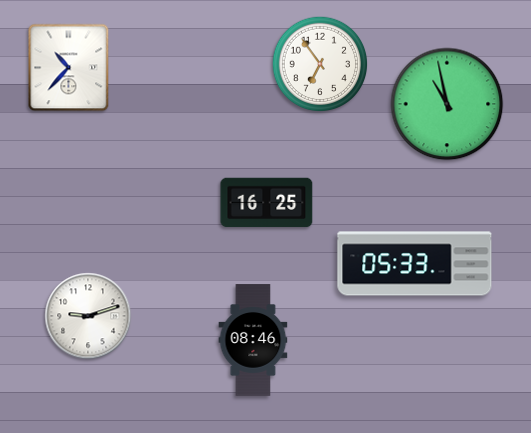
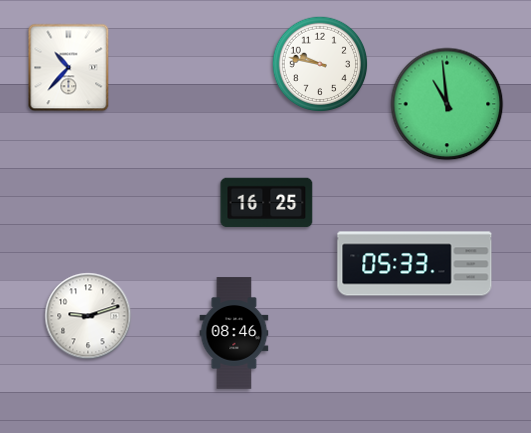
clock at (320, 64): 6:54 -> 9:47
clock at (447, 104): 10:58 -> 10:59
clock at (253, 340) position: (253, 340) -> (234, 333)
